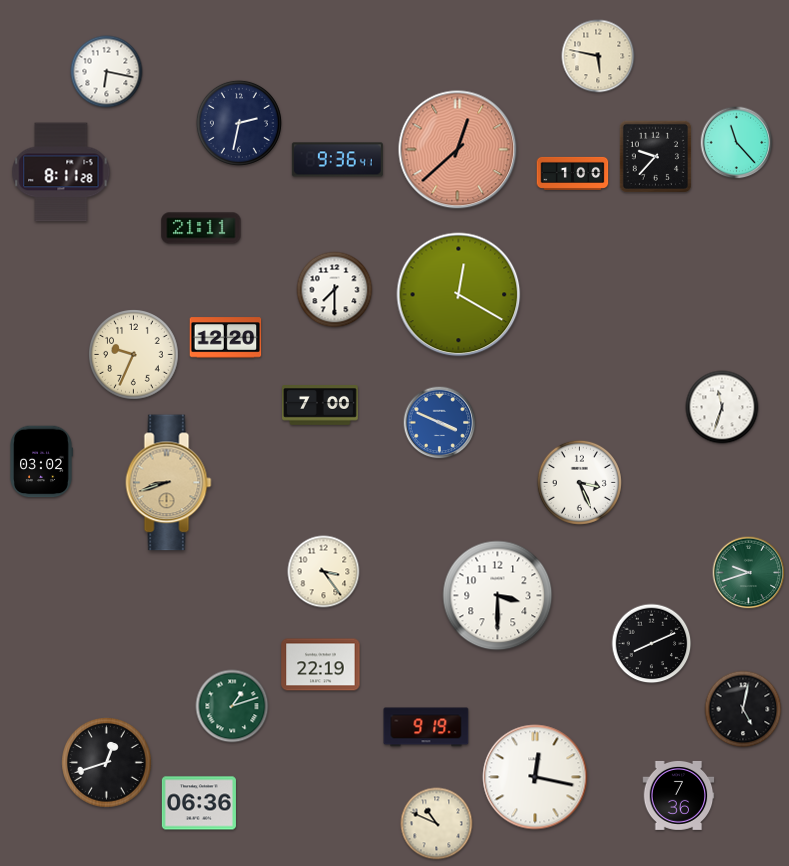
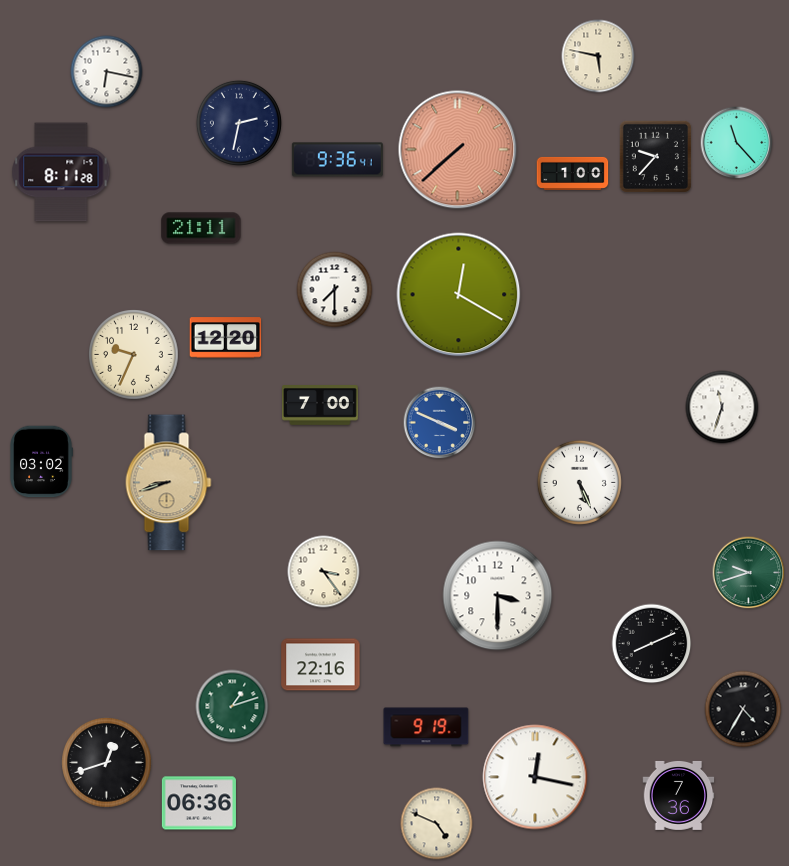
clock at (458, 150): 12:38 -> 7:38
clock at (579, 482): 3:26 -> 5:26
clock at (321, 665): 22:19 -> 22:16
clock at (743, 709): 5:02 -> 4:35
clock at (437, 824): 10:49 -> 4:49
